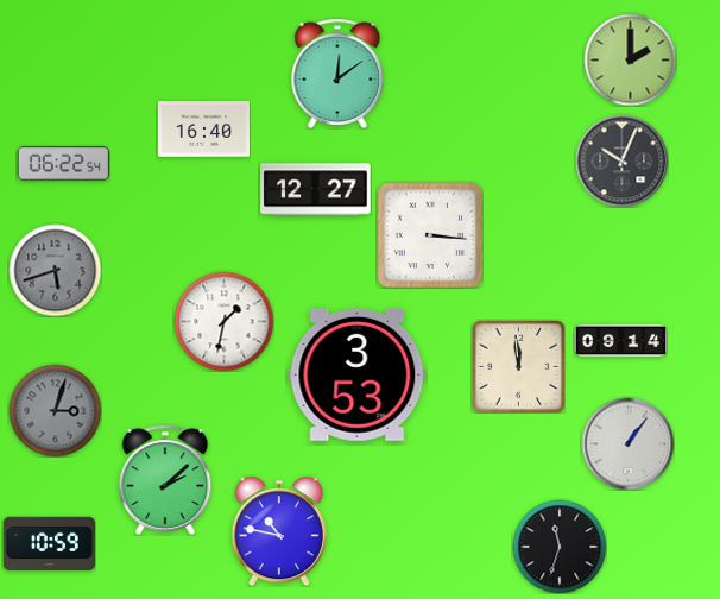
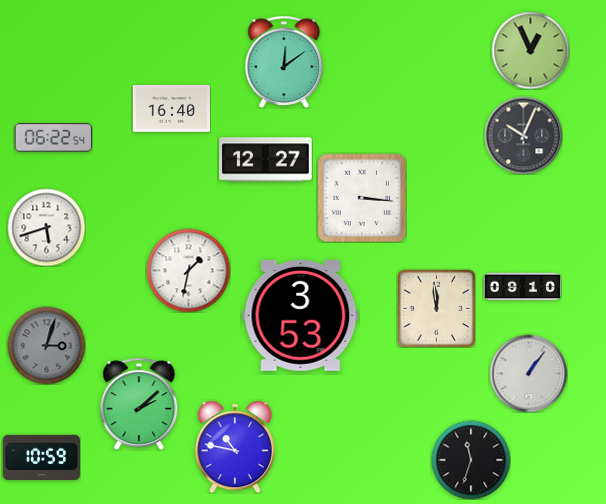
clock at (630, 59): 2:00 -> 12:56
clock at (55, 270) dial: grey -> white
clock at (620, 341): 09:14 -> 09:10
